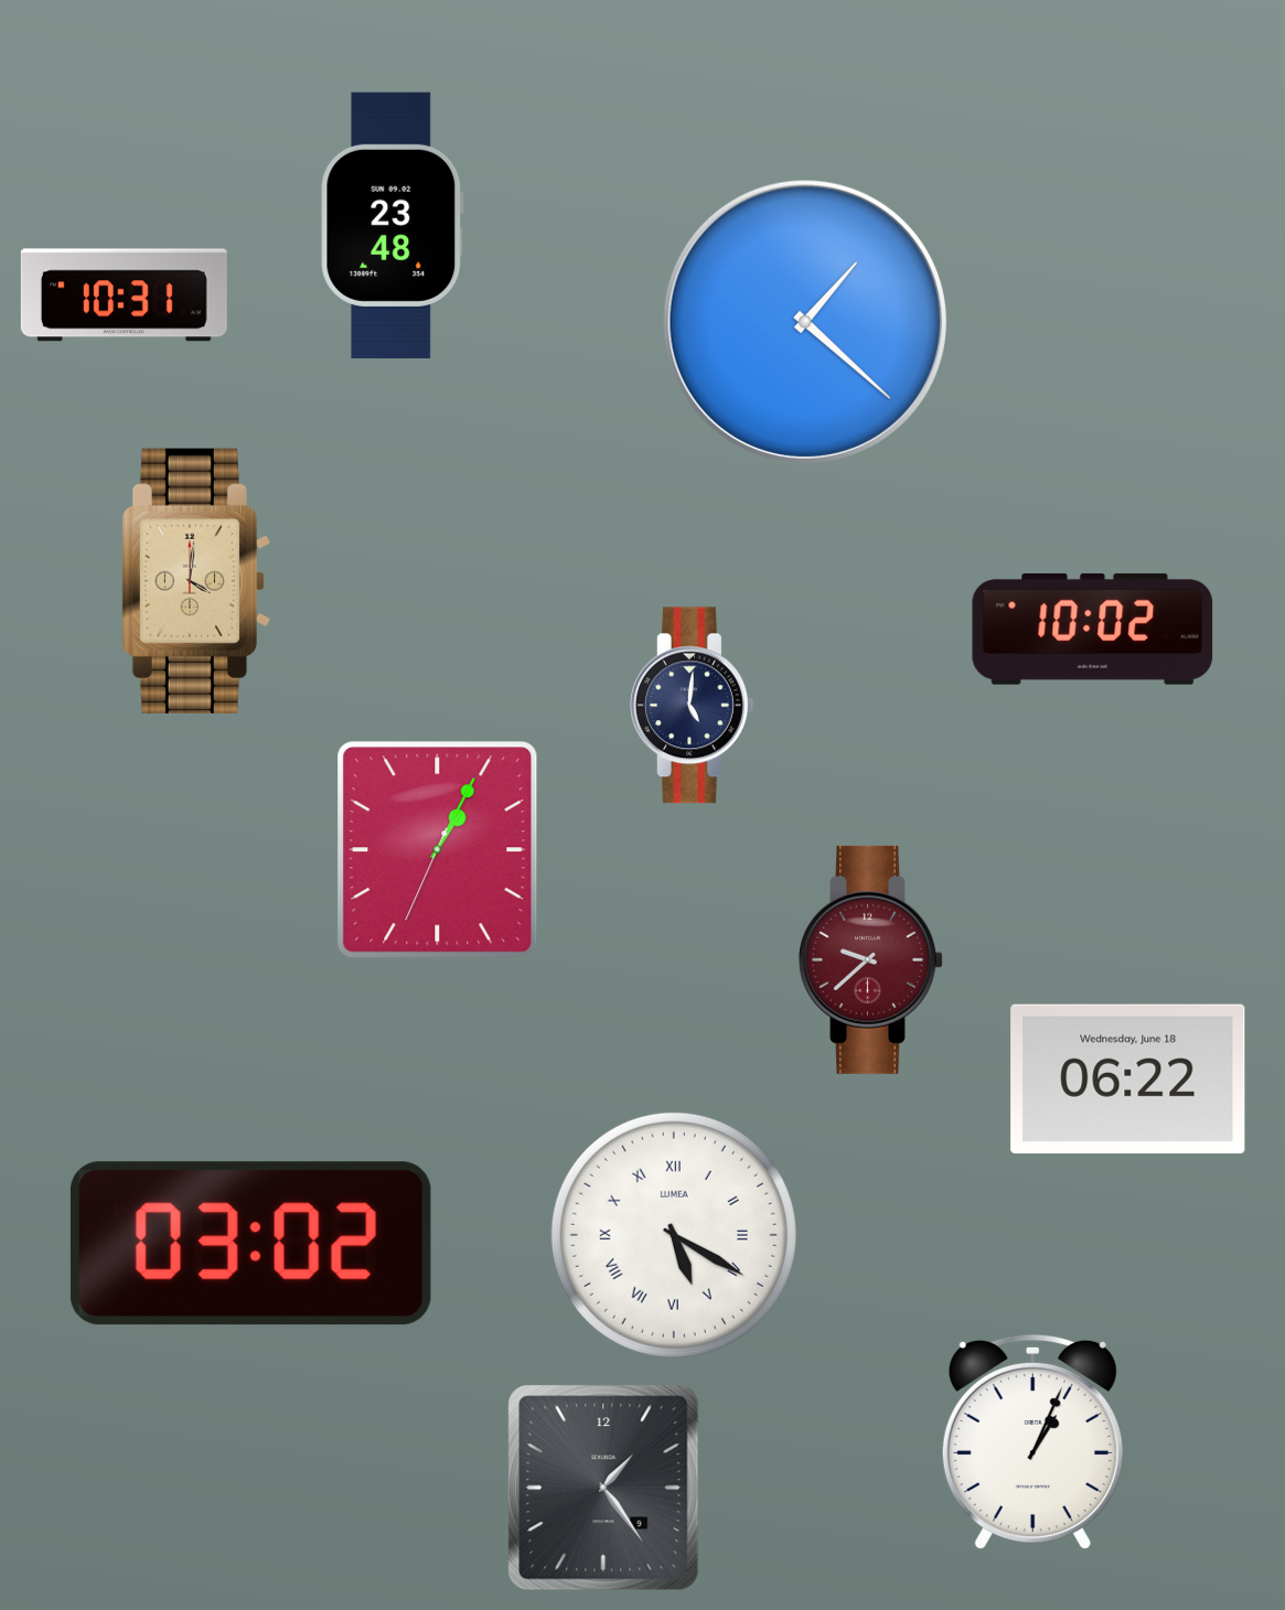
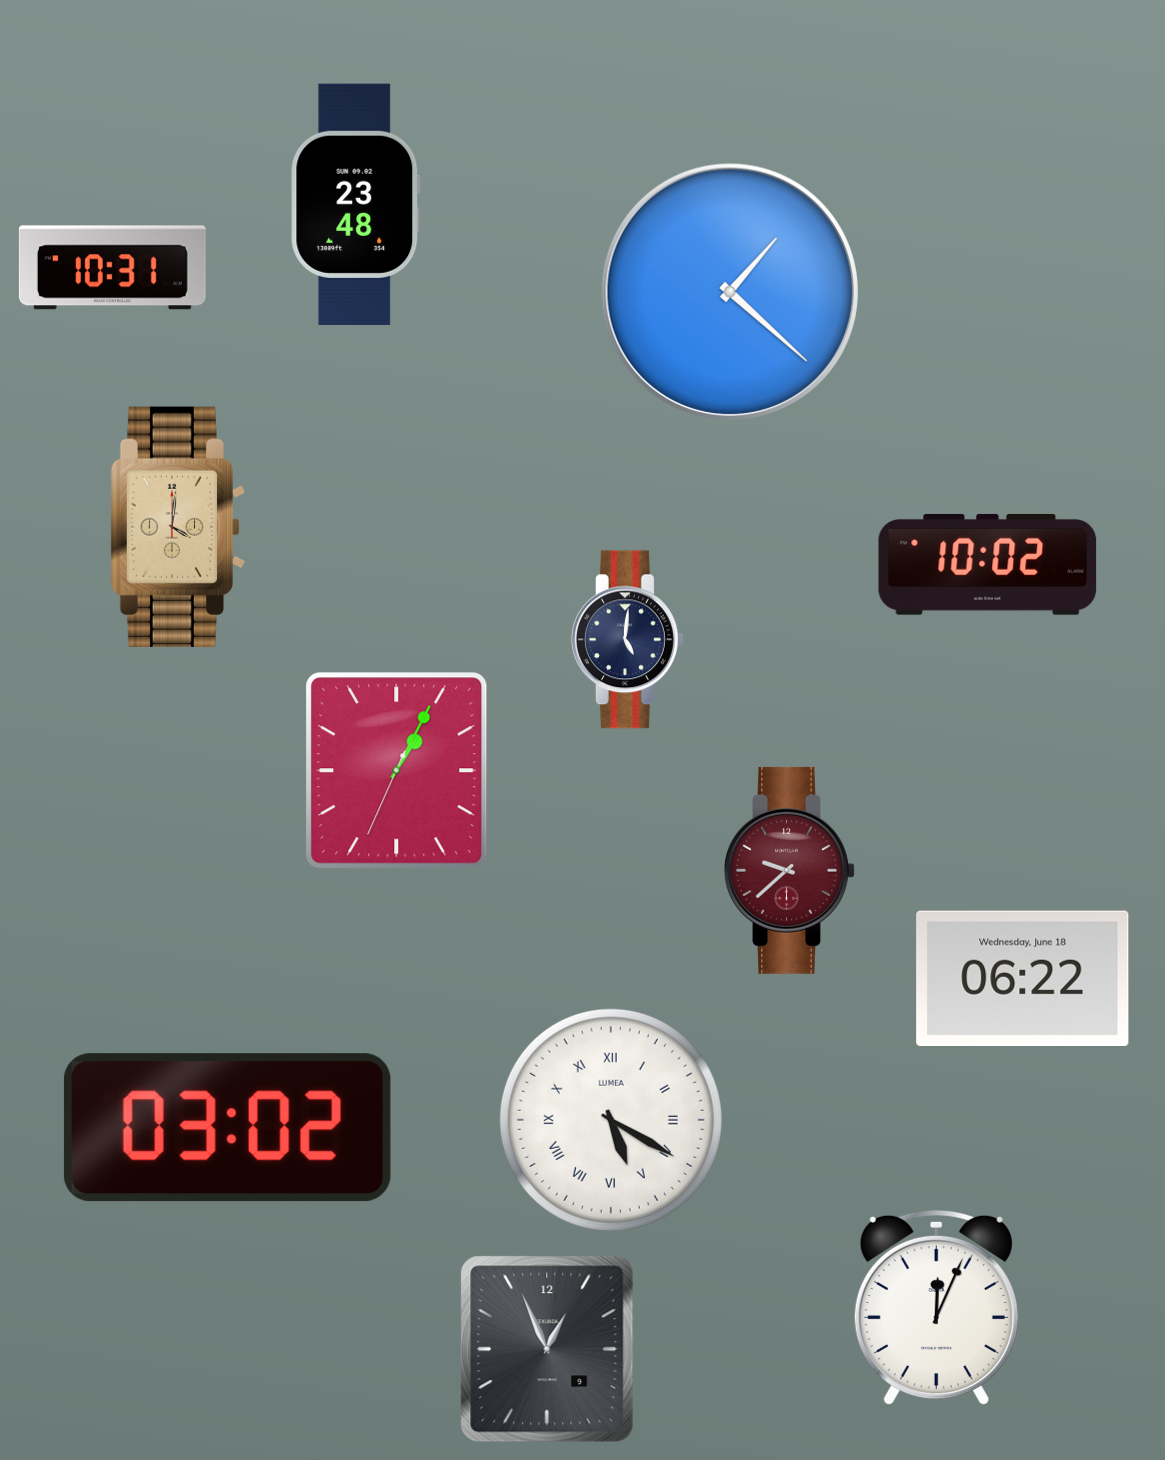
clock at (1093, 629) position: (1093, 629) -> (988, 564)
clock at (1032, 1442): 1:04 -> 12:04
clock at (603, 1488): 1:24 -> 12:56
